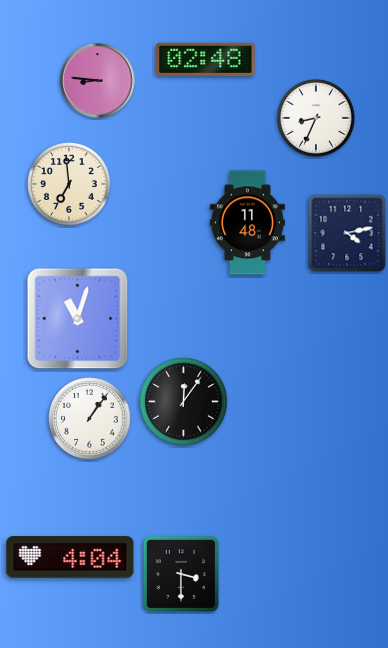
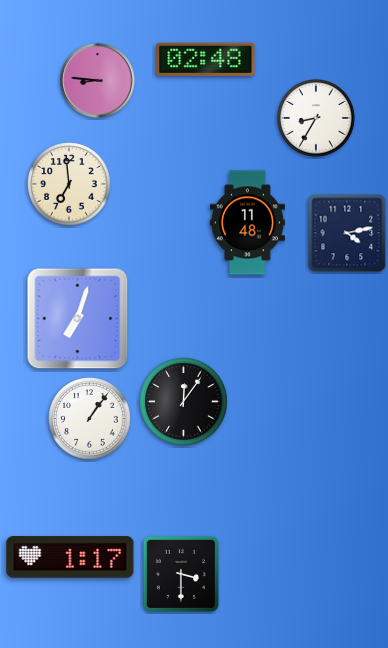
clock at (317, 119): 8:34 -> 8:35
clock at (78, 319): 11:03 -> 7:03
clock at (70, 557): 4:04 -> 1:17
